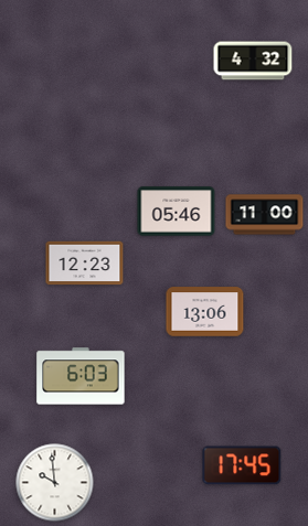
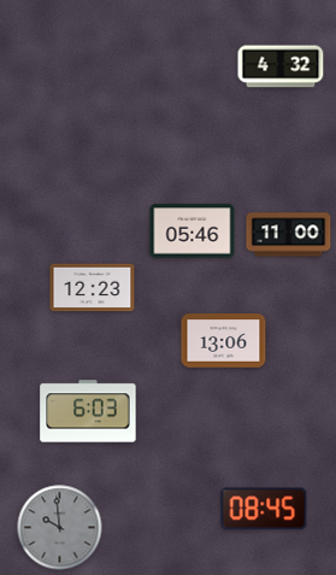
clock at (253, 61) position: (253, 61) -> (281, 66)
clock at (242, 465): 17:45 -> 08:45
clock at (55, 483) dial: white -> grey
